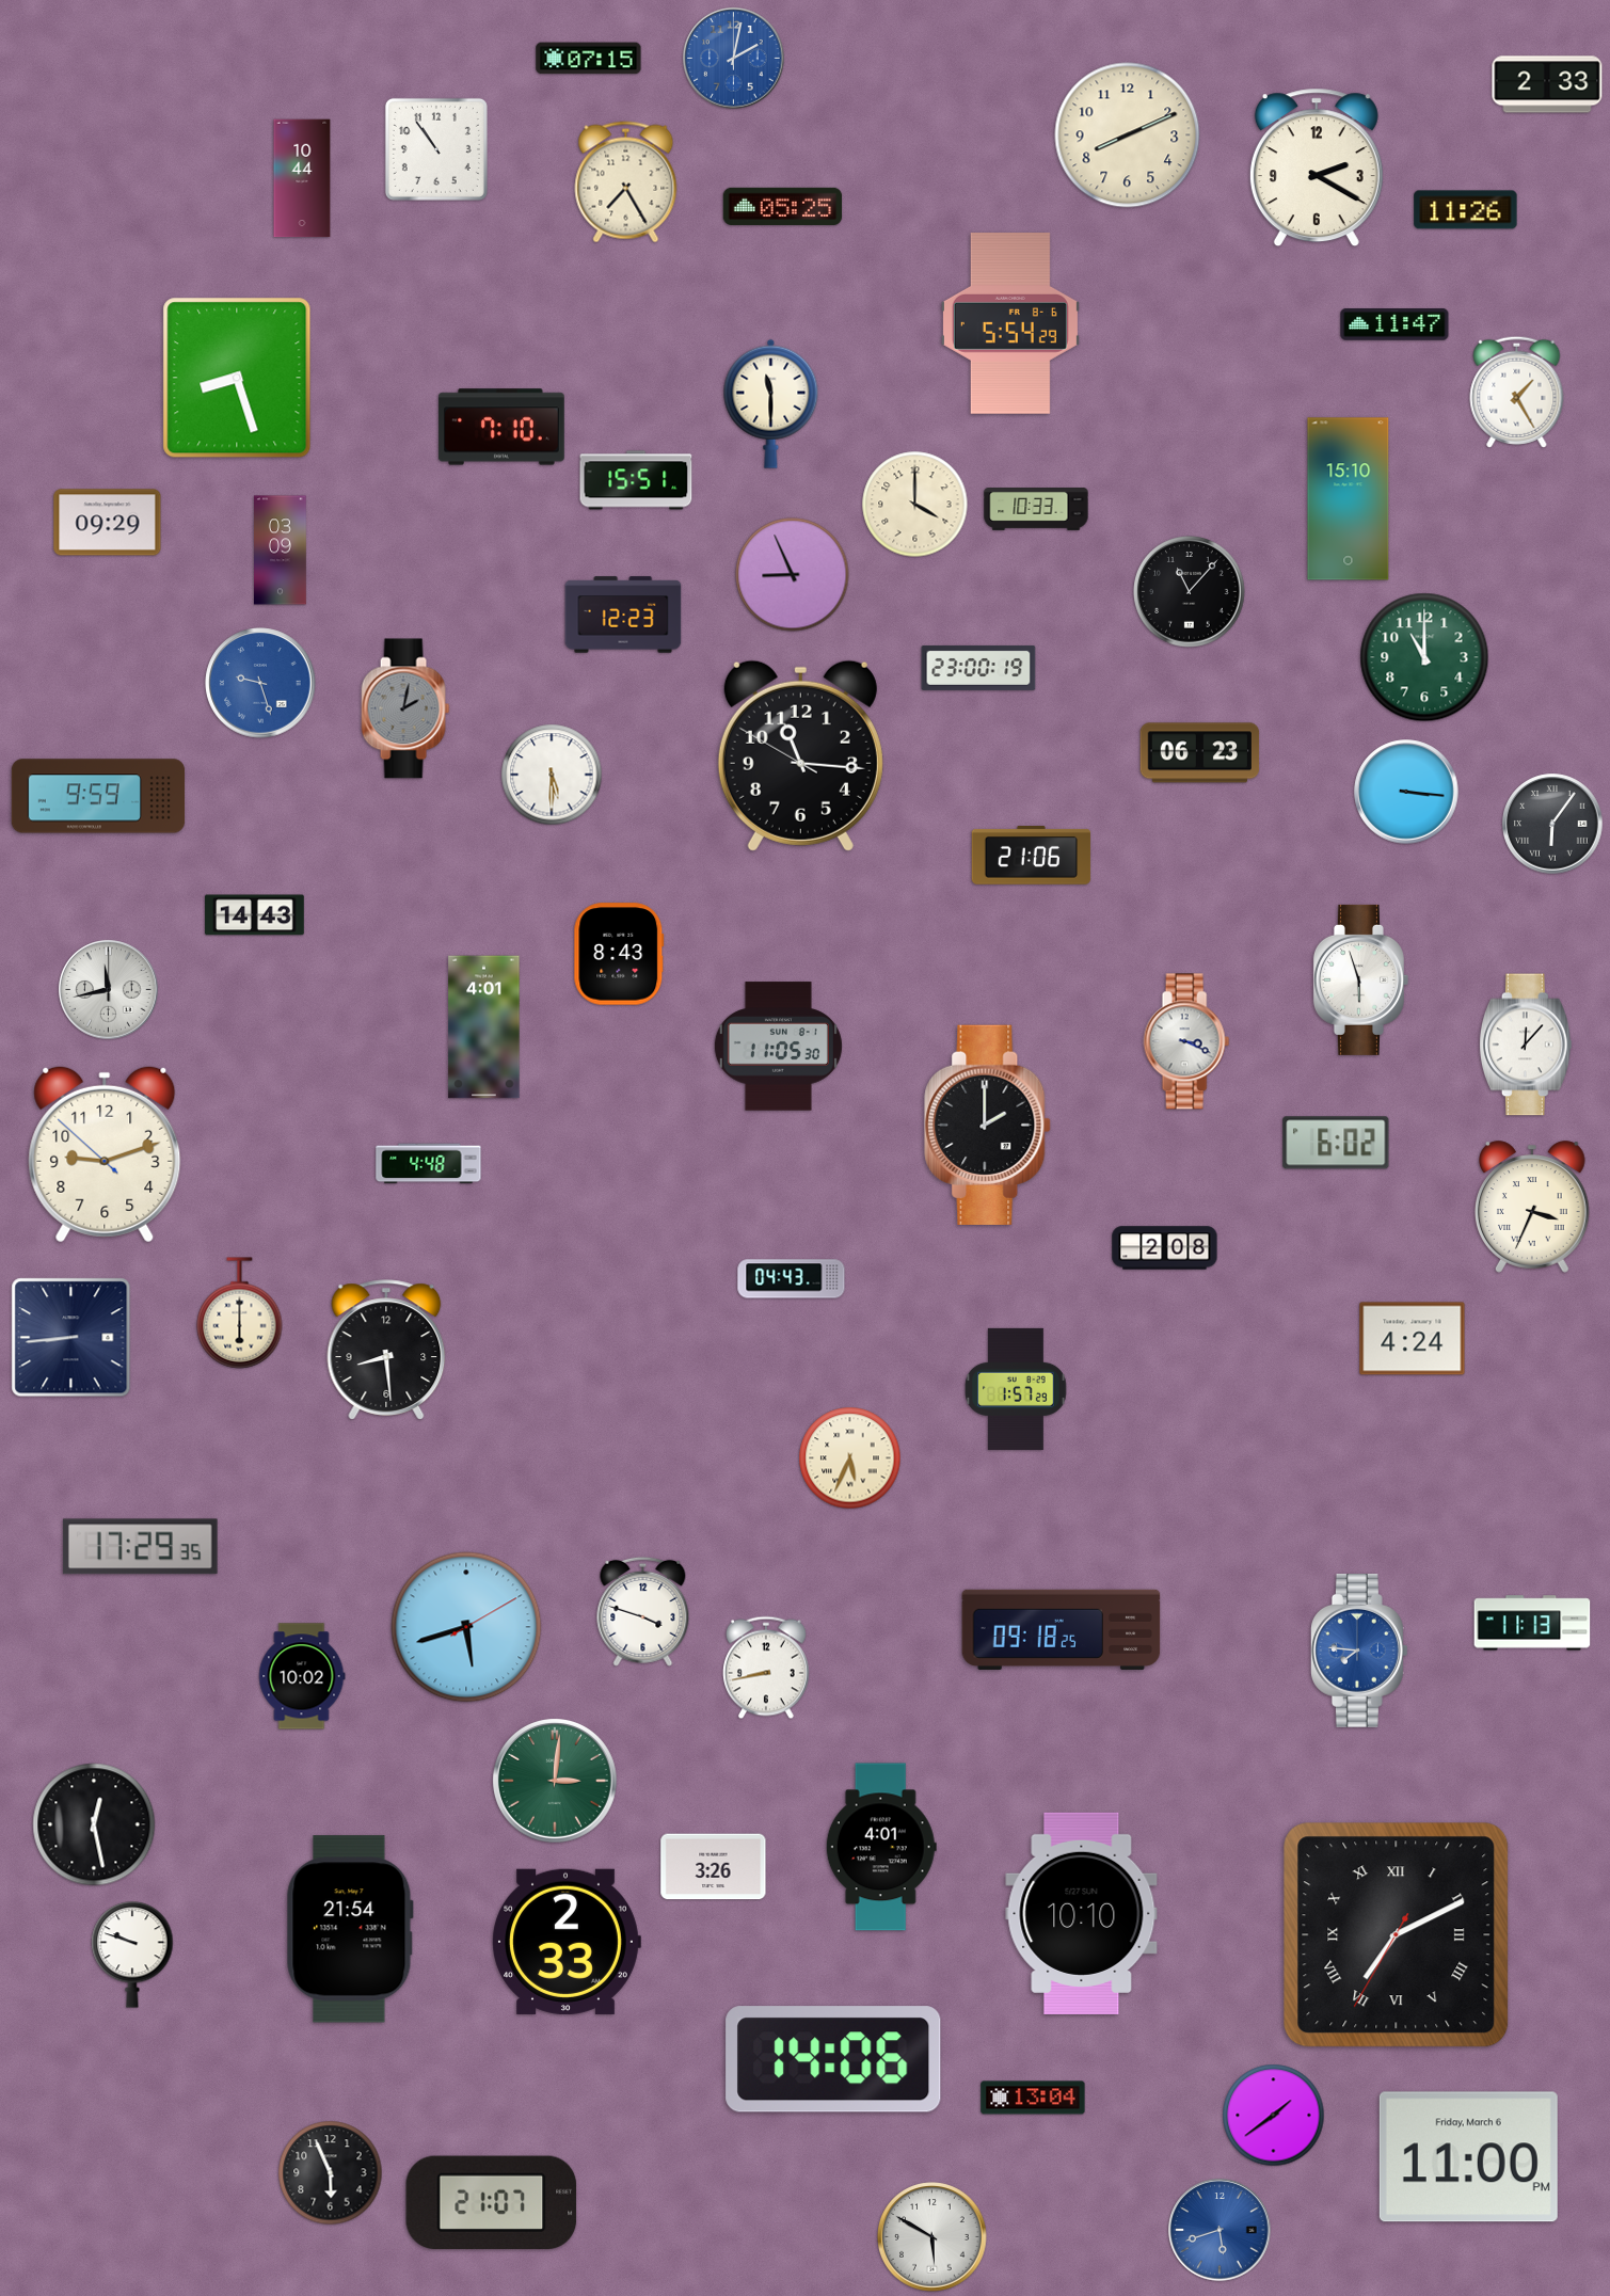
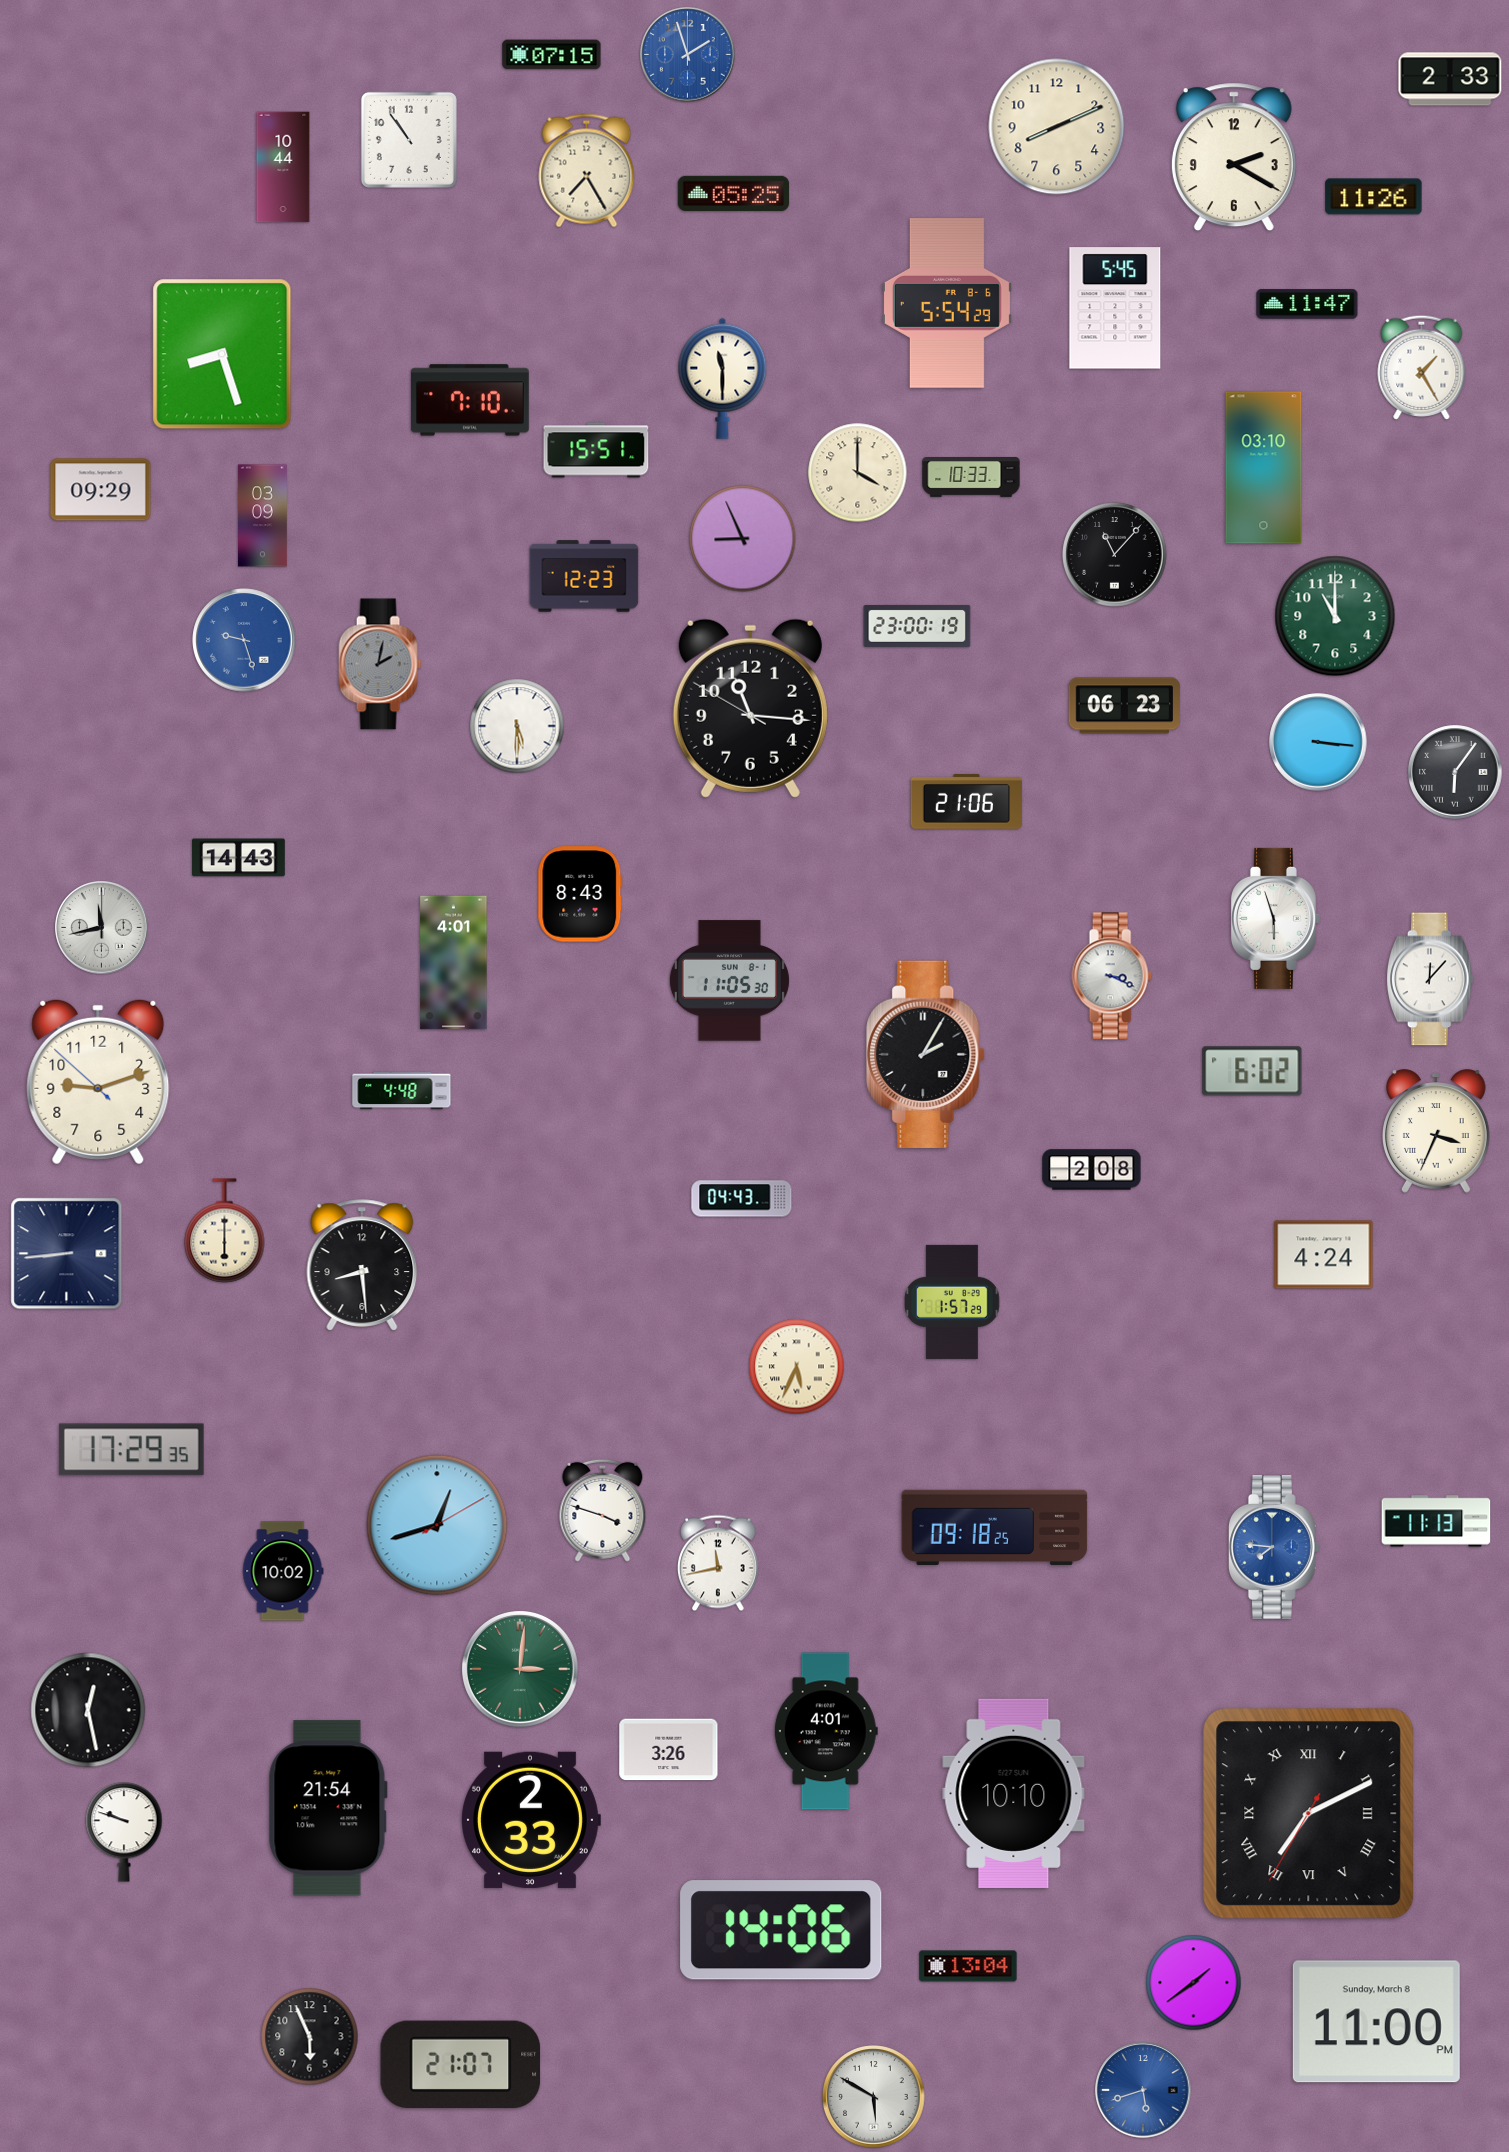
clock at (734, 59): 2:02 -> 1:57
clock at (1115, 308): none -> 5:45
clock at (1349, 499): 15:10 -> 03:10
clock at (98, 796): 9:59 -> none
clock at (988, 1125): 2:00 -> 2:05
clock at (466, 1627): 5:42 -> 12:42
clock at (767, 1668): 8:43 -> 11:43
clock at (1468, 2157) date: Friday, March 6 -> Sunday, March 8
